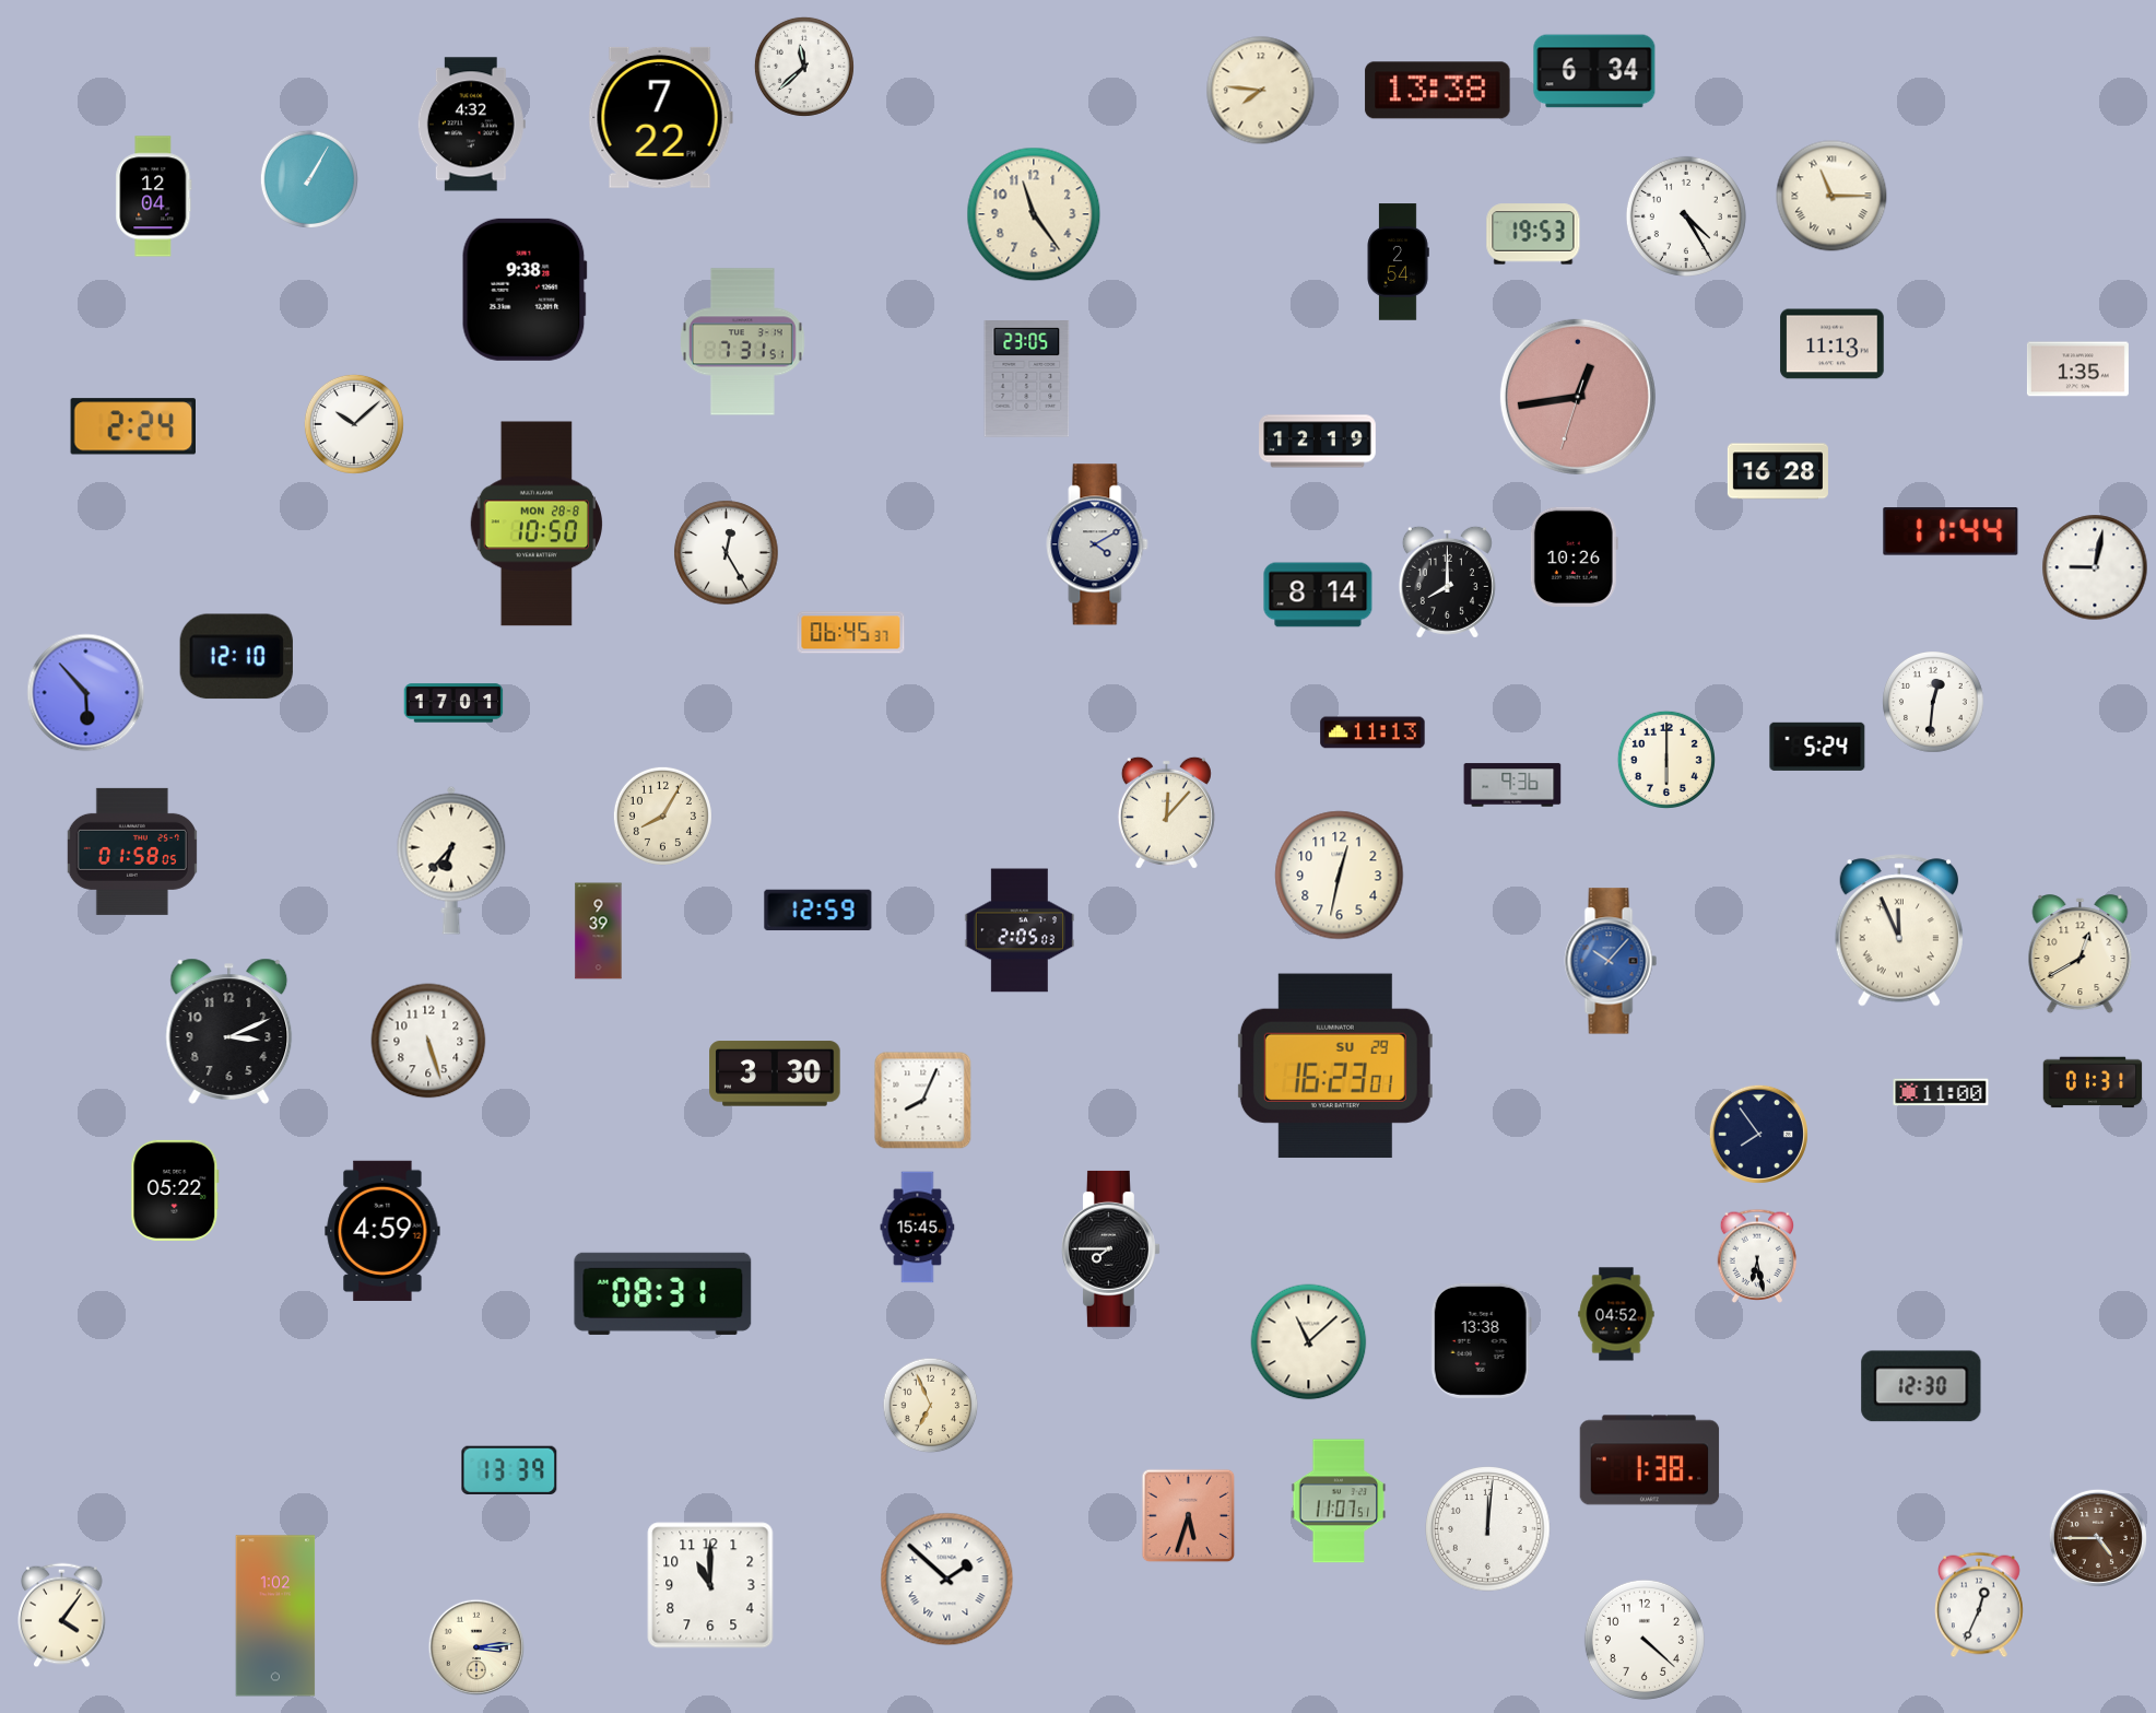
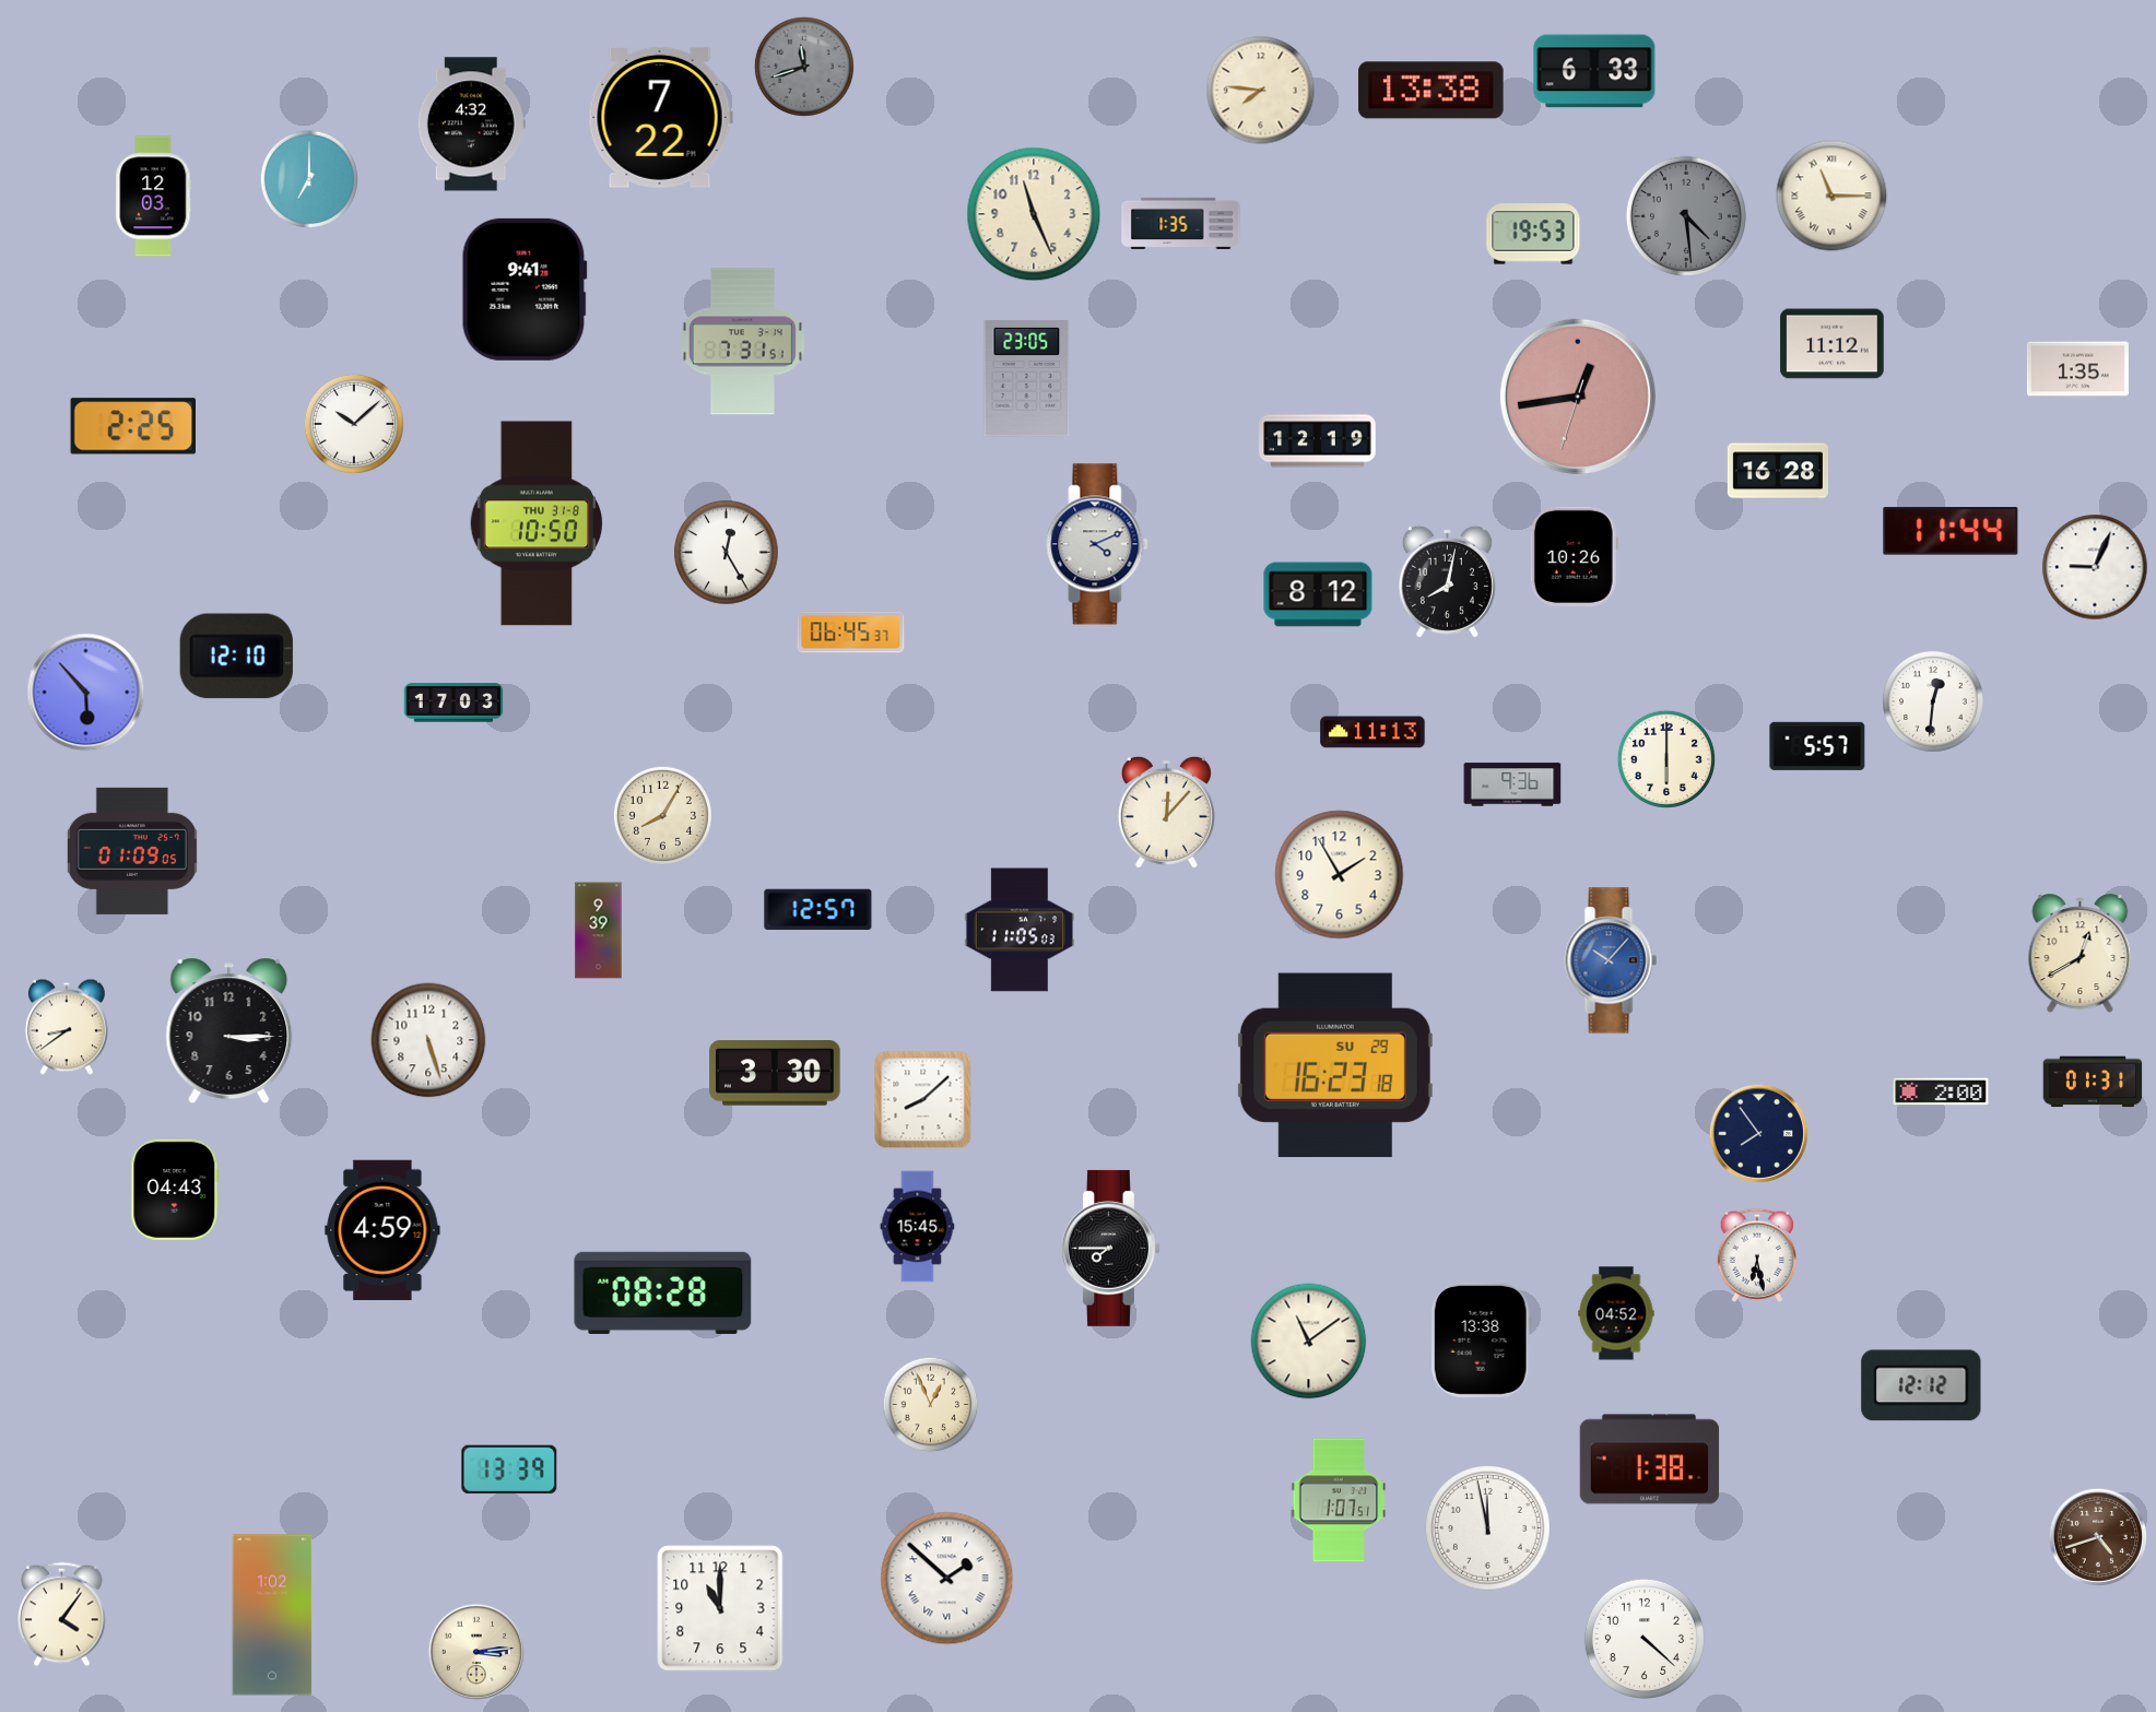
clock at (804, 67): 11:38 -> 11:42
clock at (804, 67) dial: white -> grey
clock at (1594, 71): 6:34 -> 6:33
clock at (1438, 91) position: (1438, 91) -> (1432, 91)
clock at (309, 179): 1:05 -> 7:00
clock at (154, 197): 12:04 -> 12:03
clock at (1034, 214): 11:24 -> 11:26
clock at (1686, 216): 4:25 -> 4:29
clock at (1686, 216) dial: white -> grey
clock at (1181, 223): none -> 1:35
clock at (1398, 262): 2:54 -> none
clock at (525, 290): 9:38 -> 9:41
clock at (1833, 344): 11:13 -> 11:12
clock at (133, 426): 2:24 -> 2:25
clock at (537, 524) date: MON 28-8 -> THU 31-8
clock at (1097, 544): 4:10 -> 4:11
clock at (2095, 567): 9:02 -> 9:04
clock at (1447, 582): 8:00 -> 8:02
clock at (1318, 595): 8:14 -> 8:12
clock at (453, 703): 17:01 -> 17:03
clock at (1817, 747): 5:24 -> 5:57
clock at (132, 852): 01:58 -> 01:09
clock at (451, 860): 6:37 -> none
clock at (1340, 876): 12:32 -> 1:55
clock at (818, 911): 12:59 -> 12:57
clock at (1018, 930): 2:05 -> 11:05
clock at (1899, 930): 11:56 -> none
clock at (67, 1027): none -> 8:39
clock at (229, 1031): 3:11 -> 3:15
clock at (1335, 1066): 16:23:01 -> 16:23:18
clock at (1941, 1092): 11:00 -> 2:00
clock at (923, 1101): 8:04 -> 8:08
clock at (175, 1190): 05:22 -> 04:43
clock at (663, 1293): 08:31 -> 08:28
clock at (1309, 1342): 11:08 -> 11:09
clock at (1921, 1386): 12:30 -> 12:12
clock at (931, 1406): 6:56 -> 12:56
clock at (1339, 1501): 11:07 -> 1:07
clock at (1189, 1516): 5:33 -> none
clock at (1488, 1529): 12:01 -> 11:58
clock at (2098, 1538): 4:45 -> 4:42
clock at (710, 1585) position: (710, 1585) -> (720, 1608)
clock at (1980, 1605): 12:34 -> none
clock at (275, 1616) position: (275, 1616) -> (272, 1615)
clock at (476, 1647) position: (476, 1647) -> (476, 1652)
